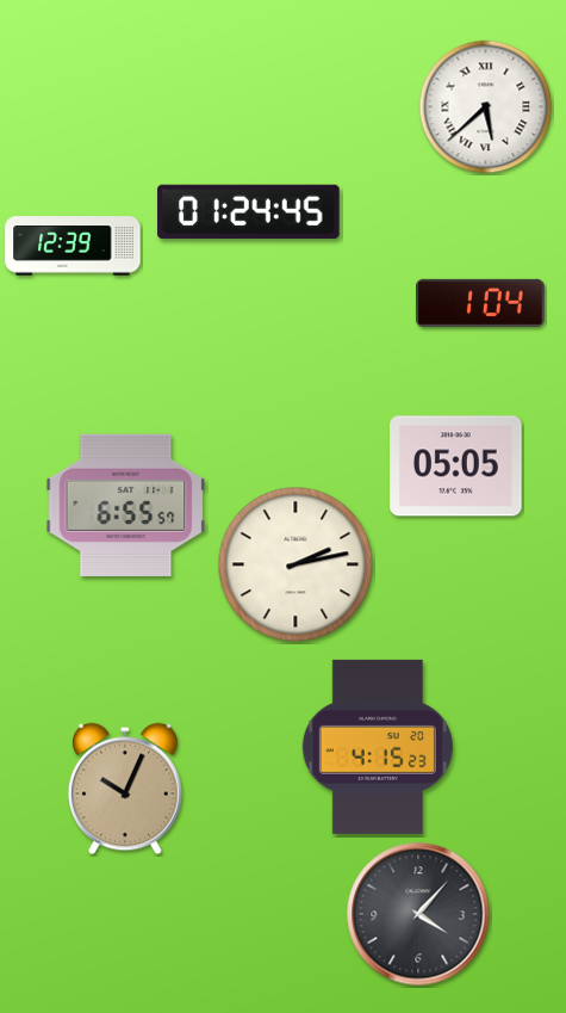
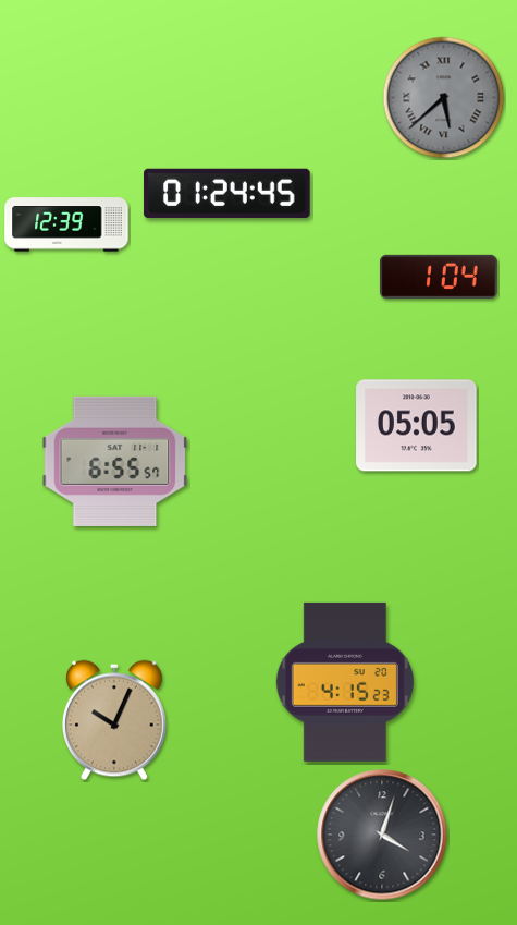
clock at (486, 107) dial: white -> grey
clock at (296, 564): 2:13 -> none
clock at (418, 914): 4:07 -> 4:03
